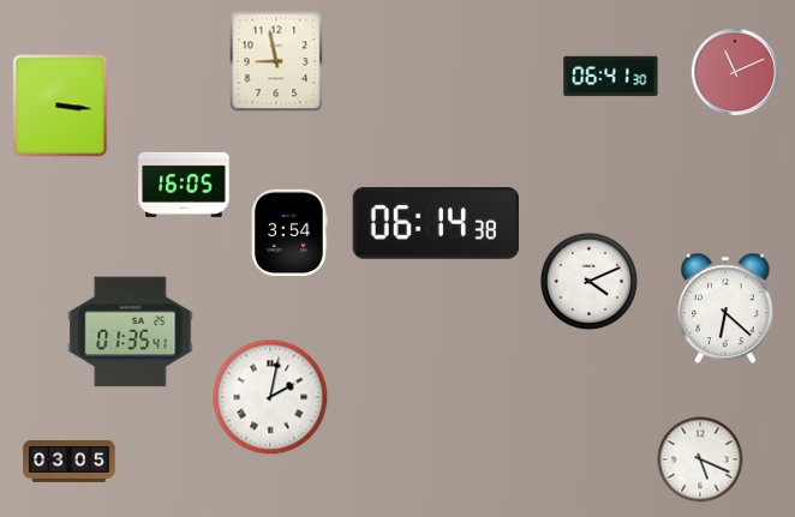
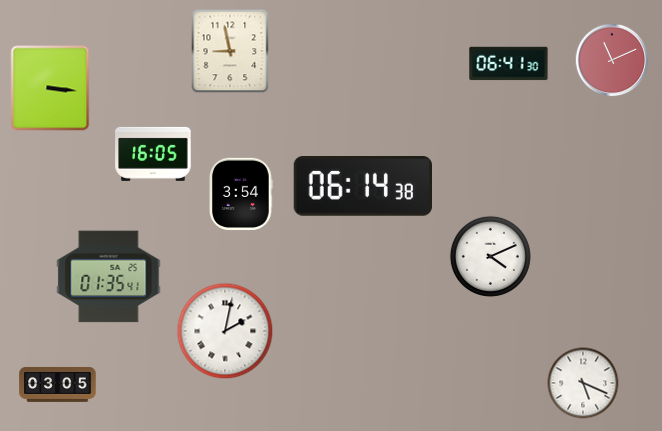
clock at (588, 281) position: (588, 281) -> (490, 256)
clock at (725, 308): 6:22 -> none
